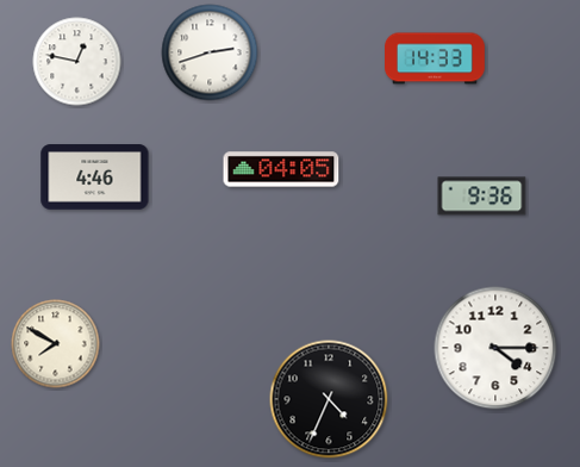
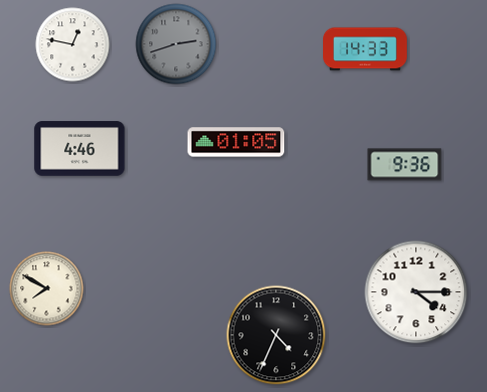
clock at (210, 52) dial: white -> grey
clock at (77, 62) position: (77, 62) -> (73, 45)
clock at (281, 169): 04:05 -> 01:05
